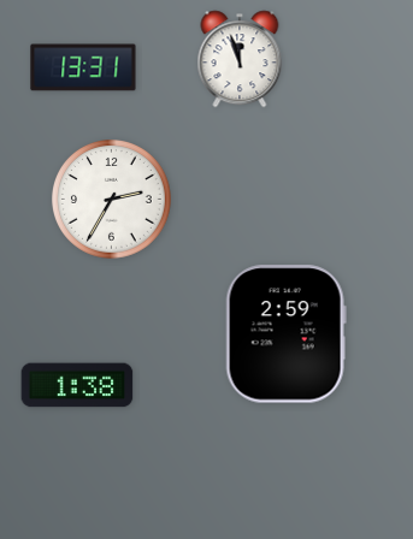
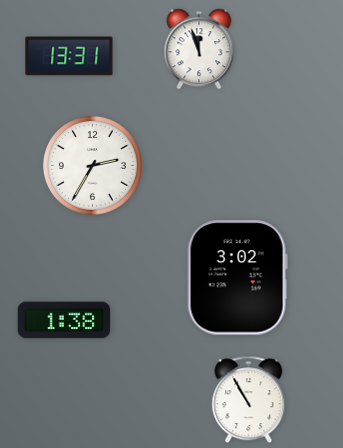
clock at (285, 334): 2:59 -> 3:02
clock at (249, 400): none -> 10:55
